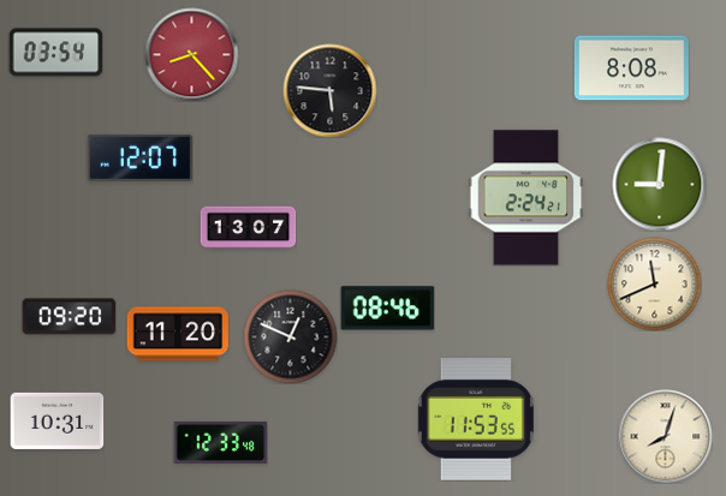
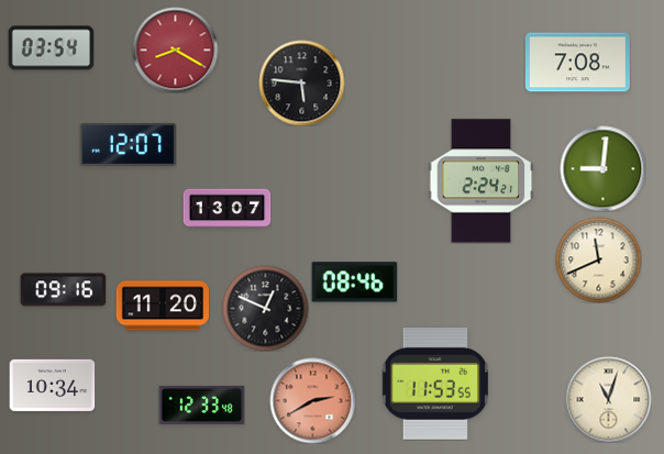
clock at (191, 54): 8:23 -> 8:20
clock at (631, 68): 8:08 -> 7:08
clock at (69, 317): 09:20 -> 09:16
clock at (56, 420): 10:31 -> 10:34
clock at (665, 436): 8:03 -> 11:03
clock at (312, 400): none -> 2:40
